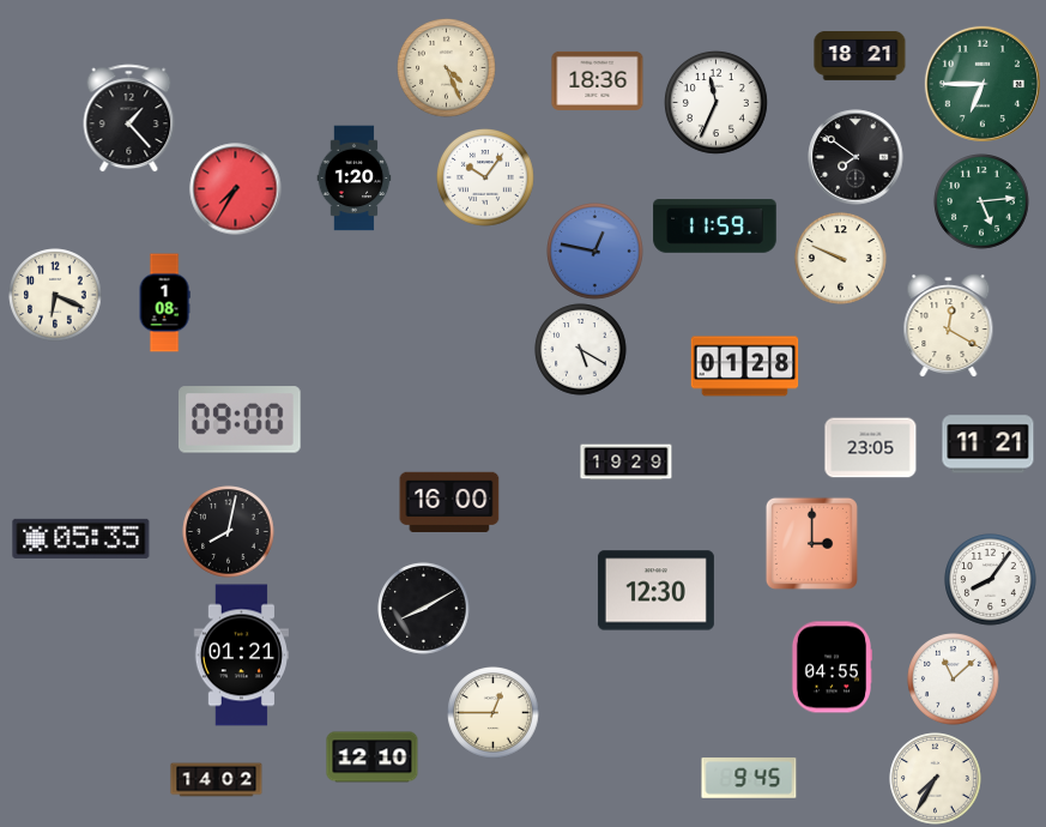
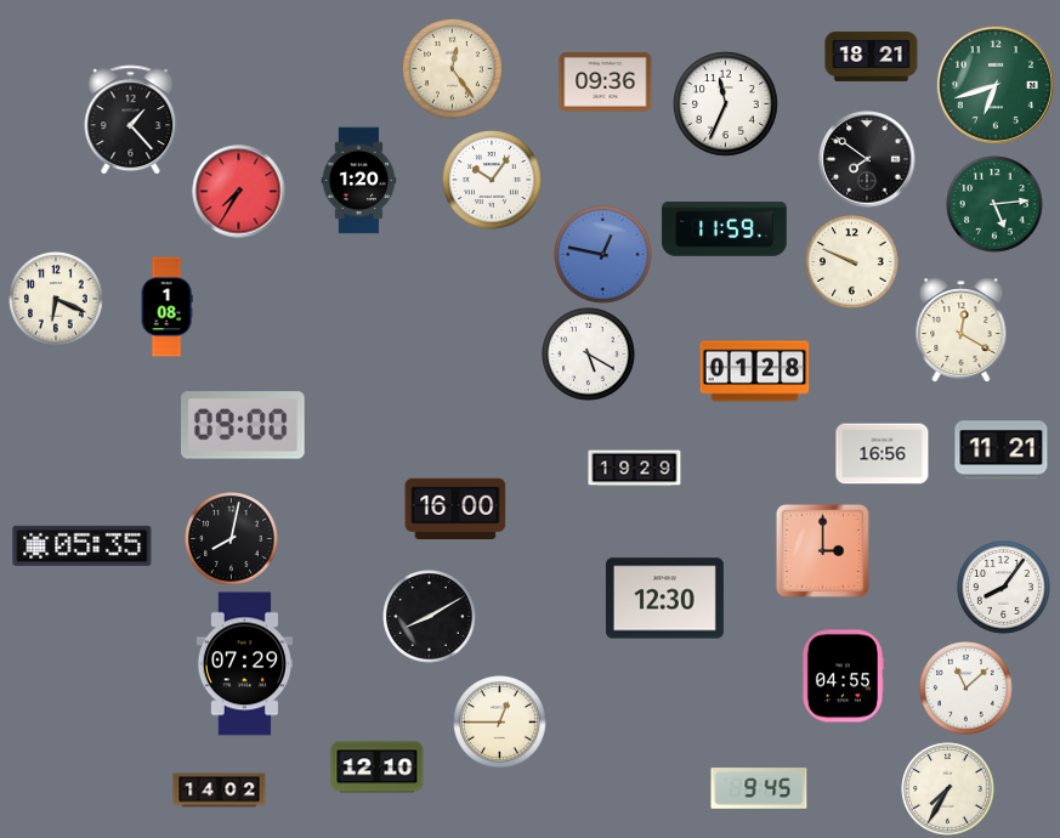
clock at (447, 68): 4:26 -> 12:24
clock at (598, 80): 18:36 -> 09:36
clock at (982, 84): 6:45 -> 6:42
clock at (871, 448): 23:05 -> 16:56
clock at (241, 656): 01:21 -> 07:29
